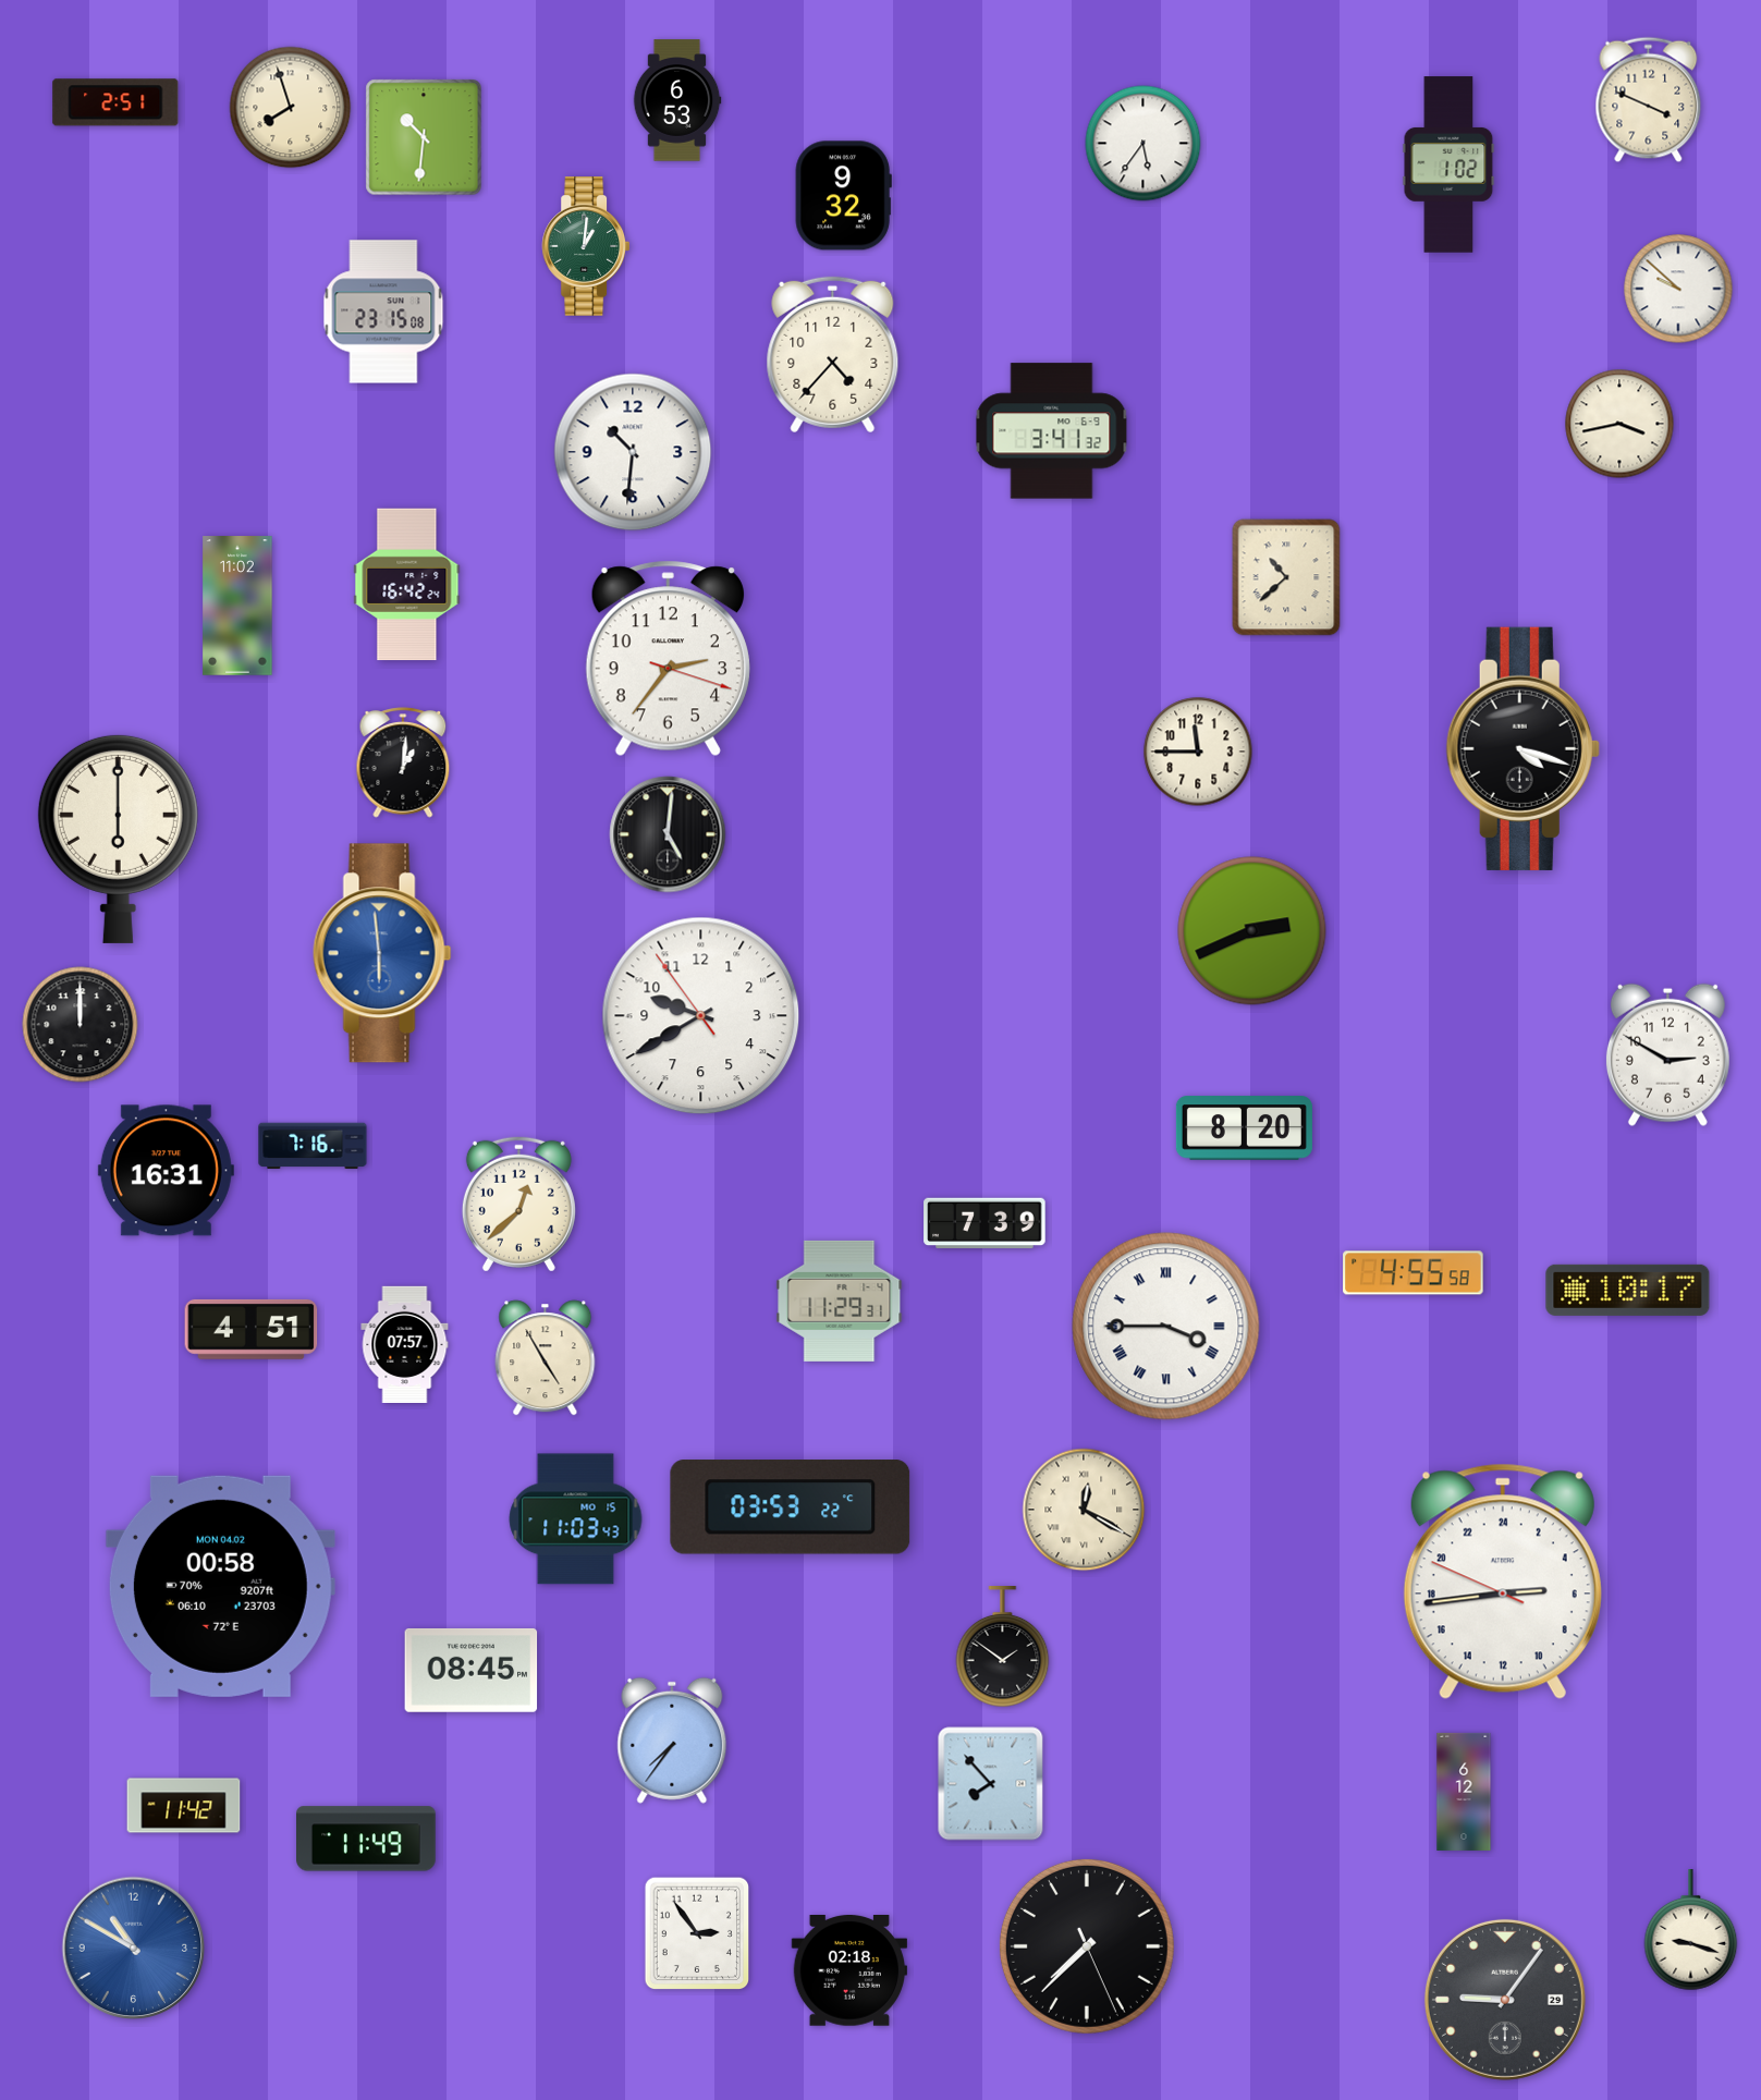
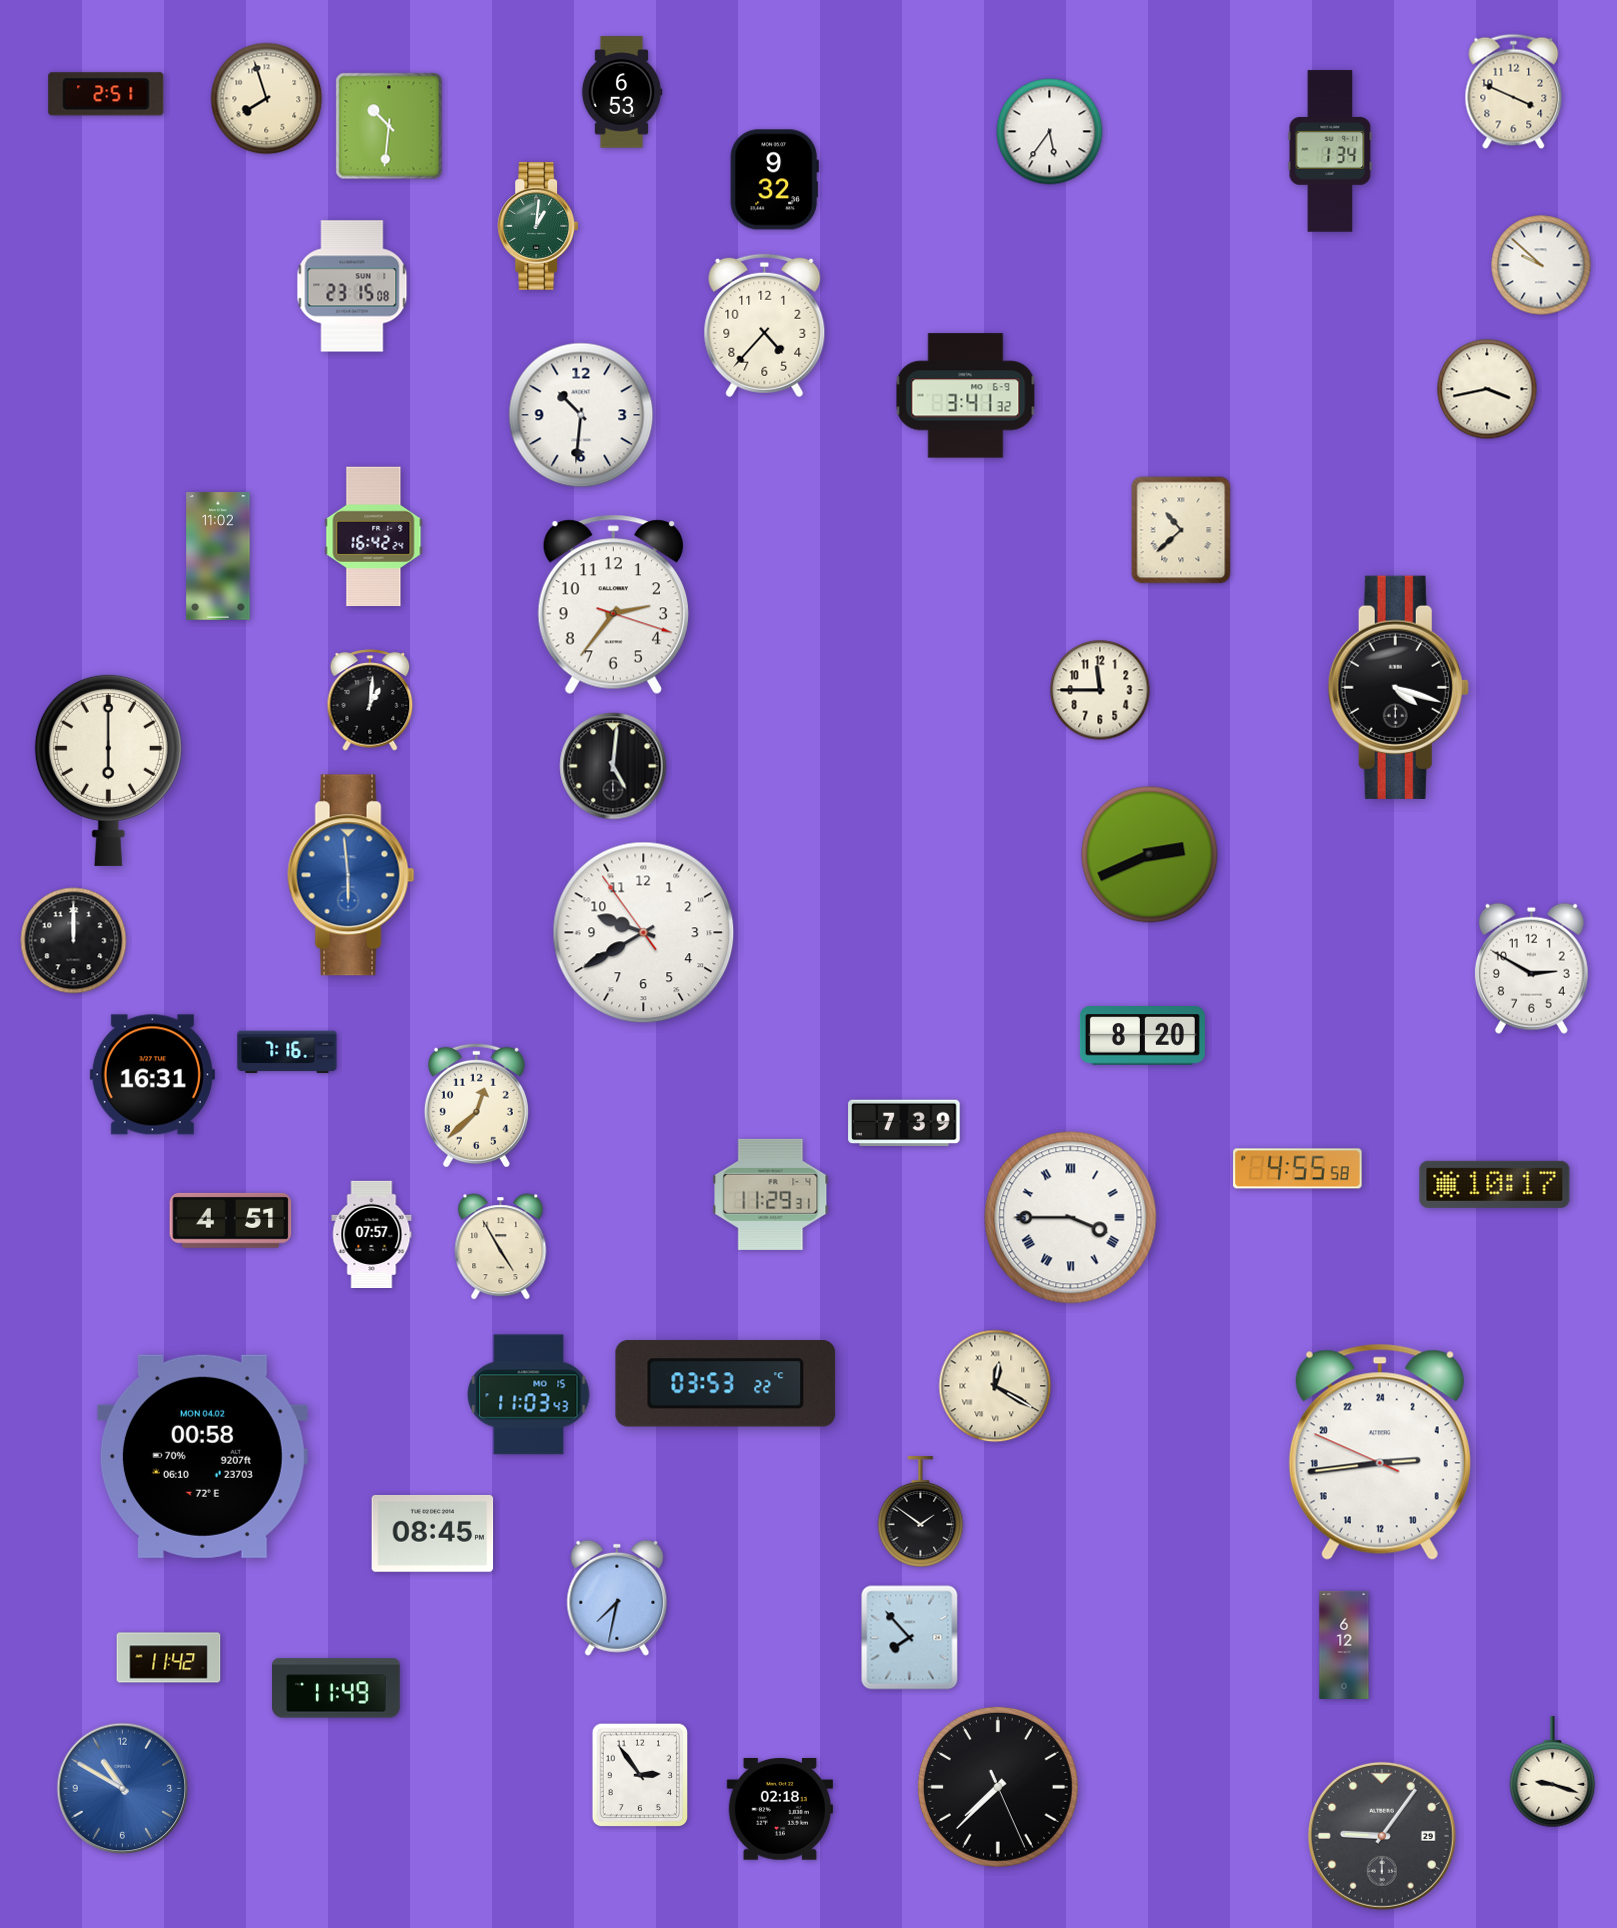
clock at (1448, 164): 1:02 -> 1:34
clock at (672, 1741): 7:36 -> 7:32
